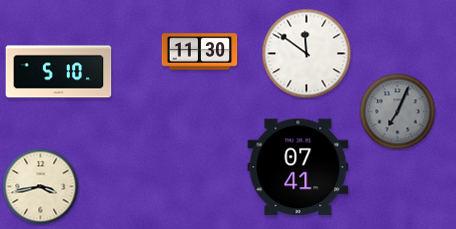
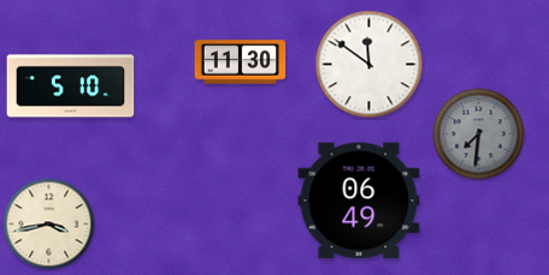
clock at (398, 112): 7:04 -> 7:31
clock at (298, 167): 07:41 -> 06:49
